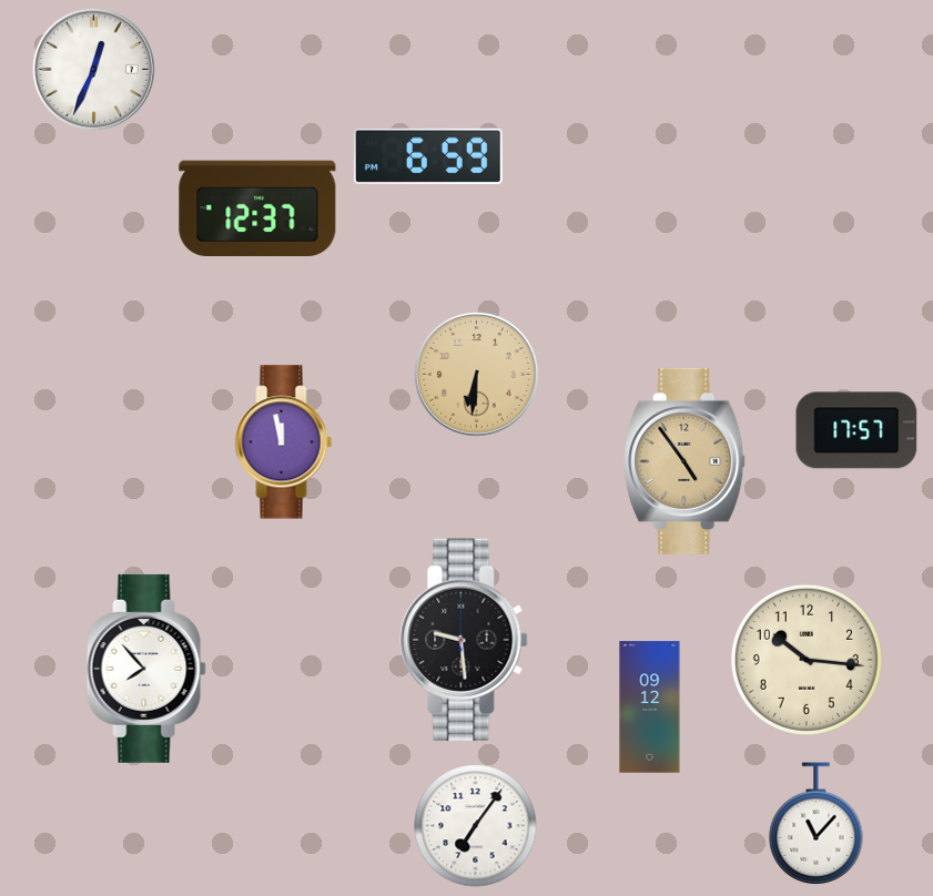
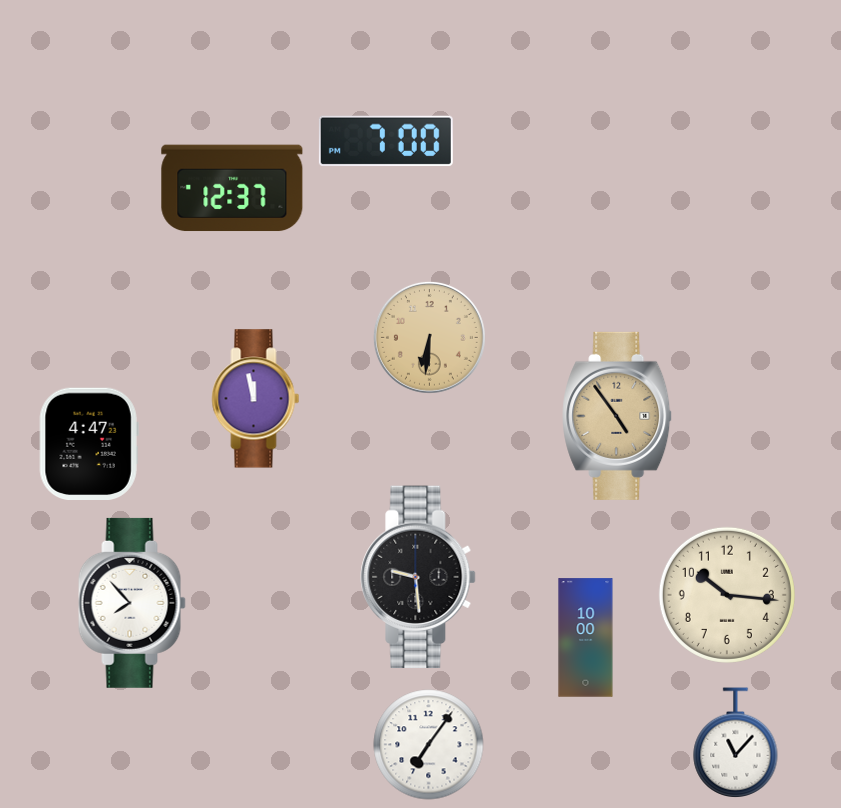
clock at (93, 69): 12:34 -> none
clock at (428, 156): 6:59 -> 7:00
clock at (856, 430): 17:57 -> none
clock at (89, 443): none -> 4:47
clock at (650, 707): 09:12 -> 10:00
